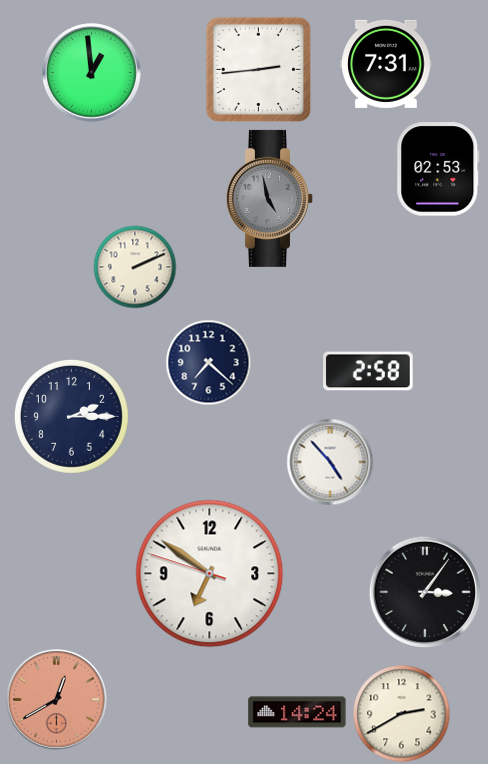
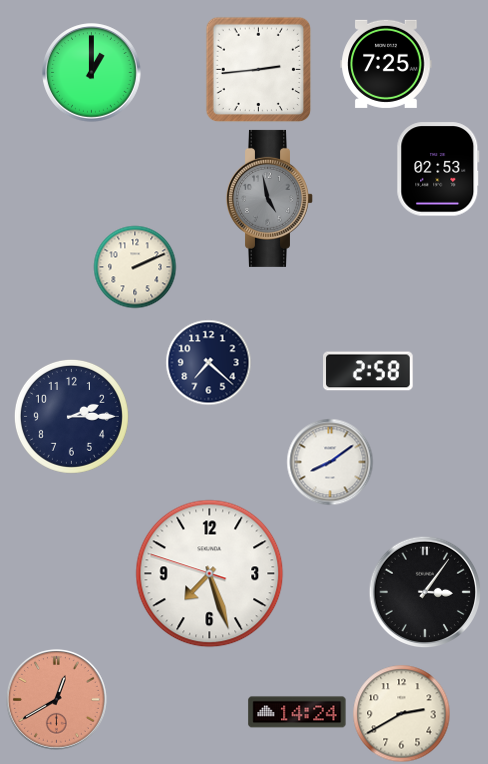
clock at (386, 64): 7:31 -> 7:25
clock at (92, 73): 12:59 -> 1:00
clock at (330, 462): 4:53 -> 8:09
clock at (210, 574): 6:50 -> 7:26
